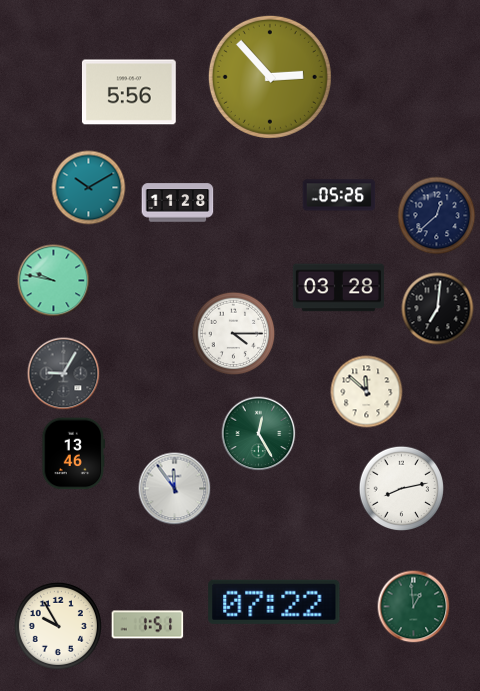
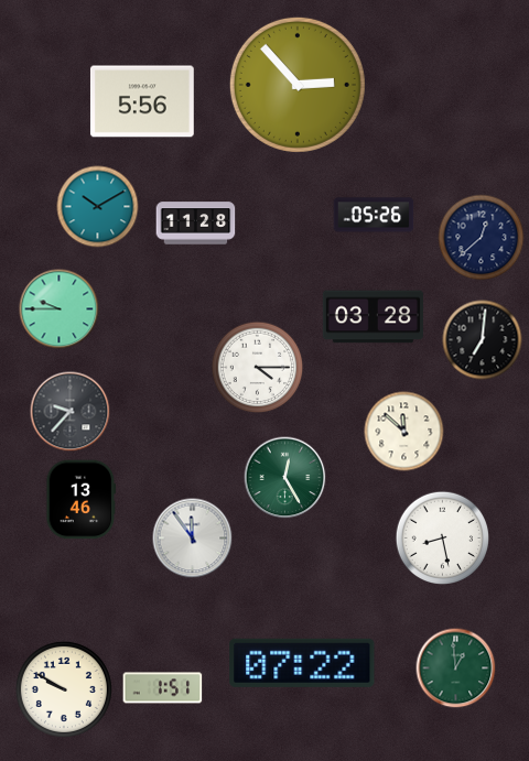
clock at (54, 281): 9:47 -> 9:45
clock at (64, 374): 9:05 -> 9:37
clock at (401, 488): 8:13 -> 8:28
clock at (58, 626): 9:55 -> 9:50
